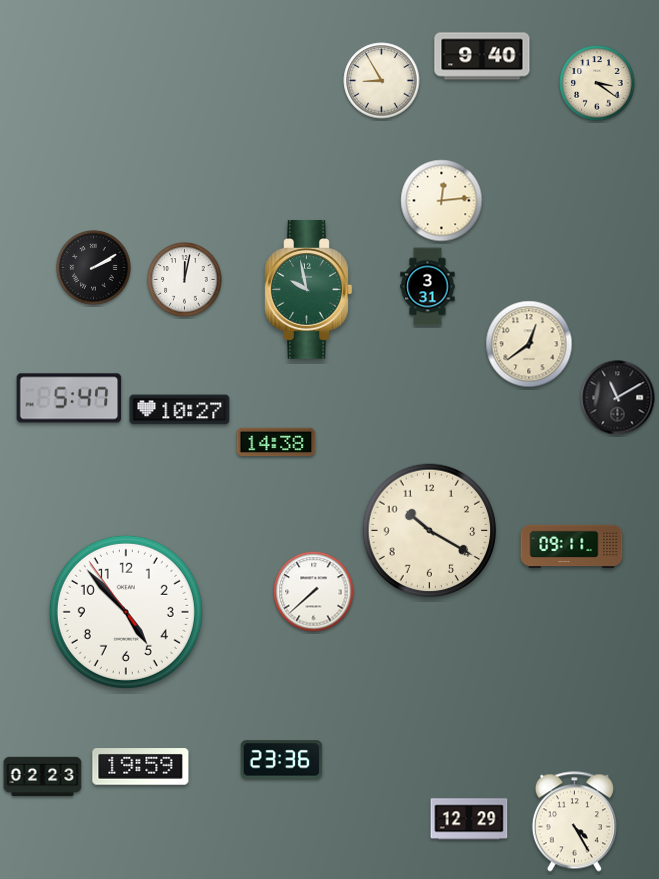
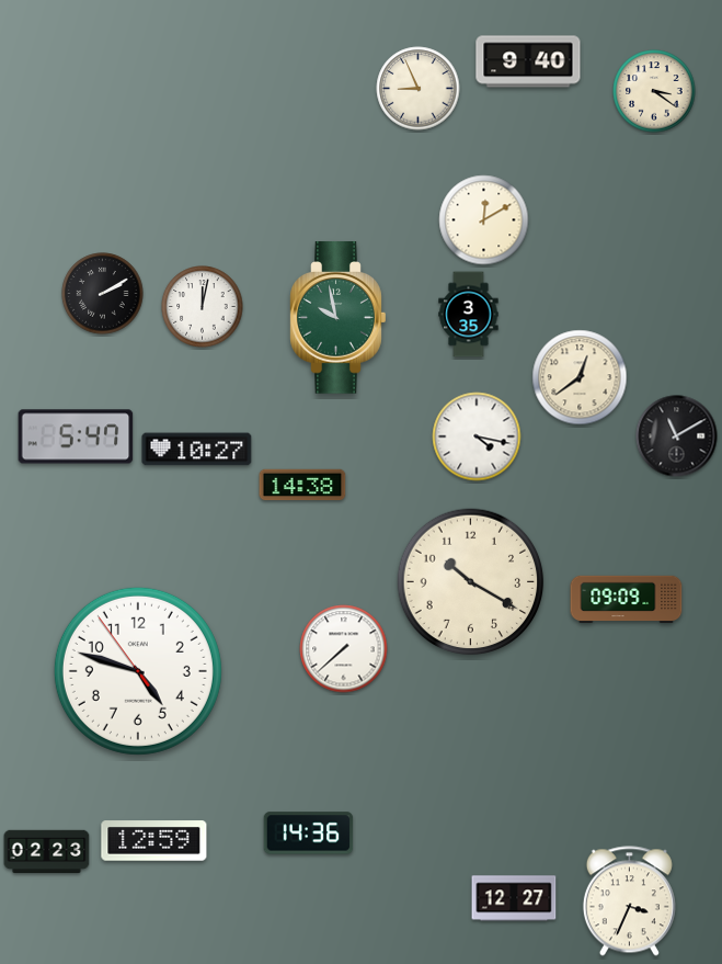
clock at (382, 81): 8:55 -> 8:56
clock at (442, 201): 12:14 -> 12:10
clock at (428, 287): 3:31 -> 3:35
clock at (477, 436): none -> 4:17
clock at (572, 547): 09:11 -> 09:09
clock at (126, 612): 4:52 -> 4:47
clock at (282, 760): 23:36 -> 14:36
clock at (141, 767): 19:59 -> 12:59
clock at (469, 819): 12:29 -> 12:27
clock at (574, 822): 4:25 -> 3:34
